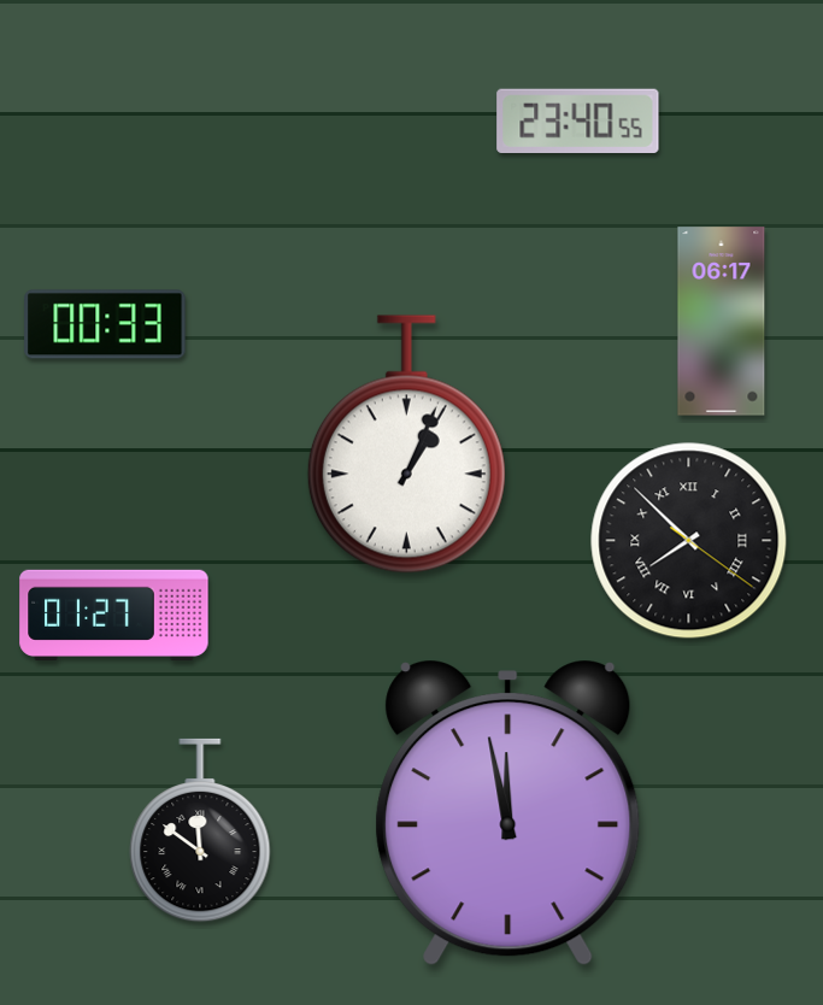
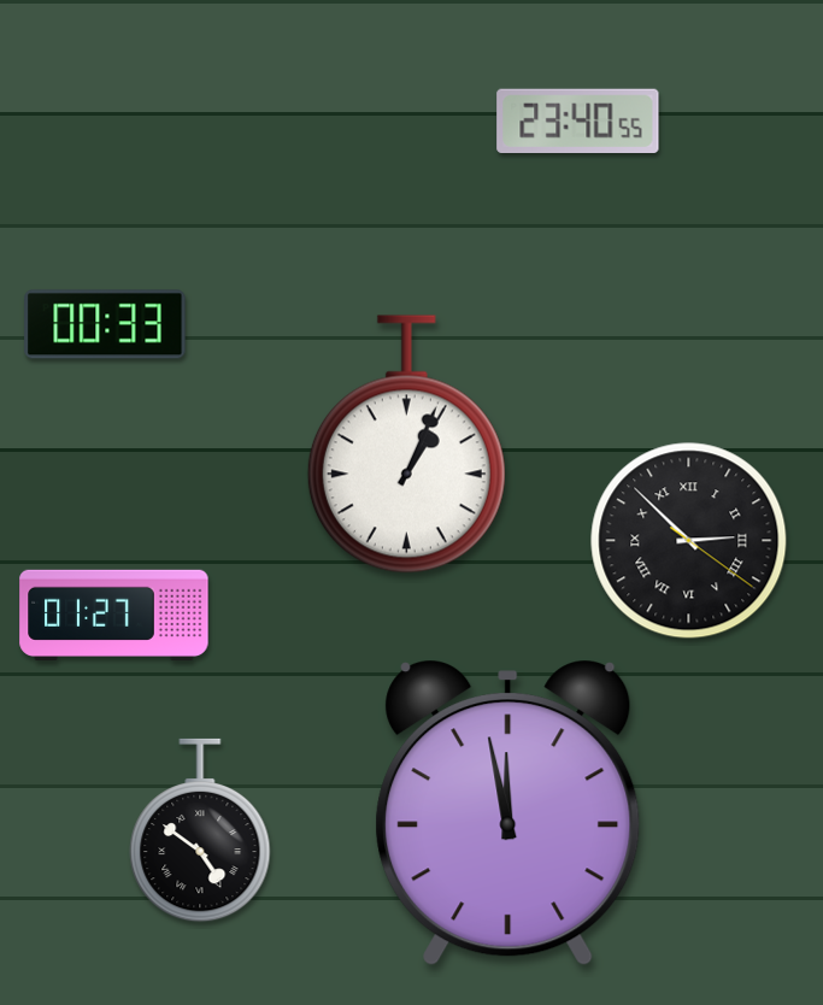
clock at (722, 322): 06:17 -> none
clock at (689, 541): 7:52 -> 2:52
clock at (200, 830): 11:51 -> 4:51
